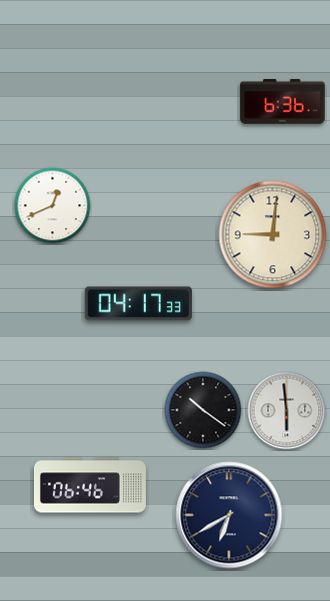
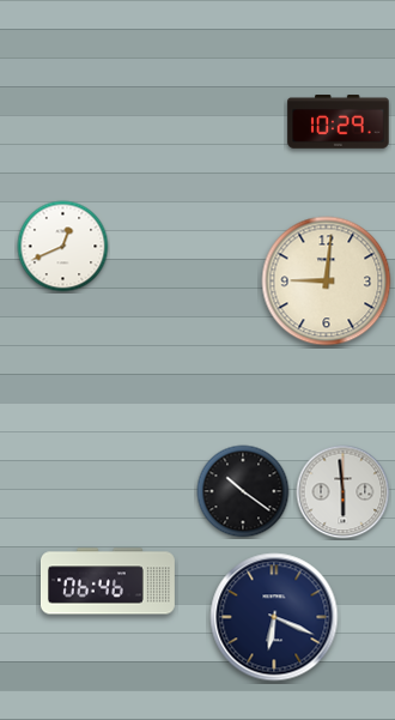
clock at (283, 102): 6:36 -> 10:29
clock at (138, 304): 04:17 -> none
clock at (229, 515): 6:40 -> 6:19
